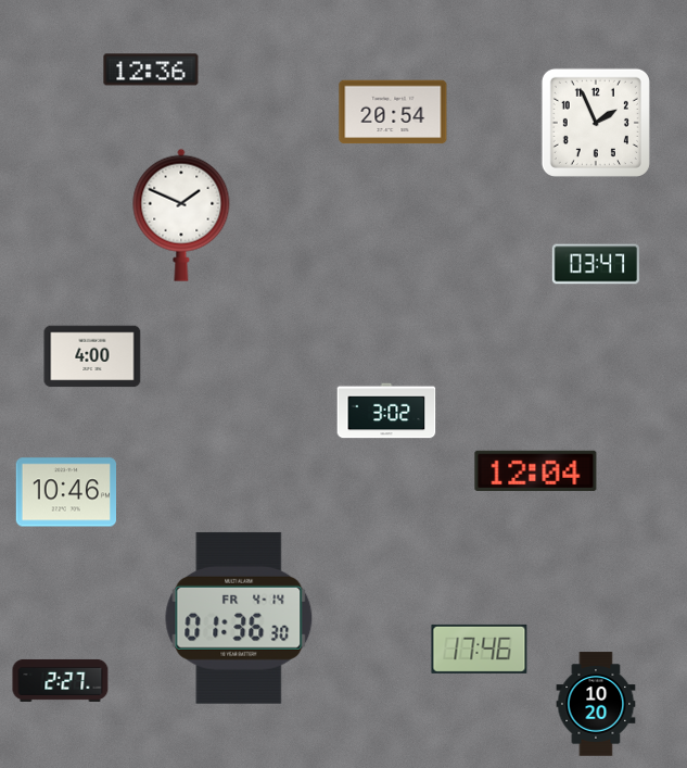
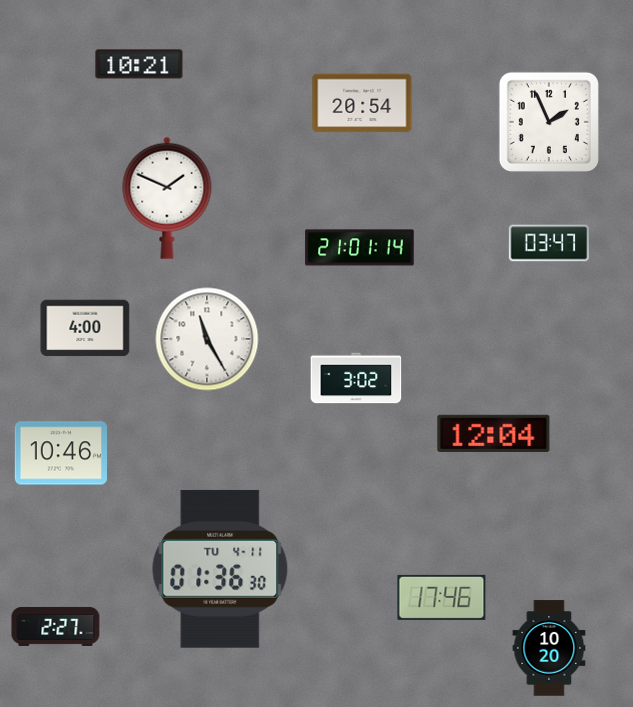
clock at (151, 70): 12:36 -> 10:21
clock at (596, 123) position: (596, 123) -> (549, 122)
clock at (360, 248): none -> 21:01
clock at (207, 339): none -> 11:25
clock at (239, 618) date: FR 4-14 -> TU 4-11
